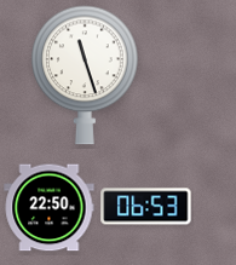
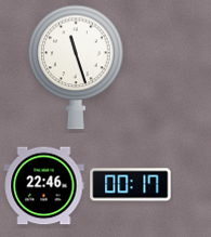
clock at (146, 207): 06:53 -> 00:17
clock at (50, 208): 22:50 -> 22:46
